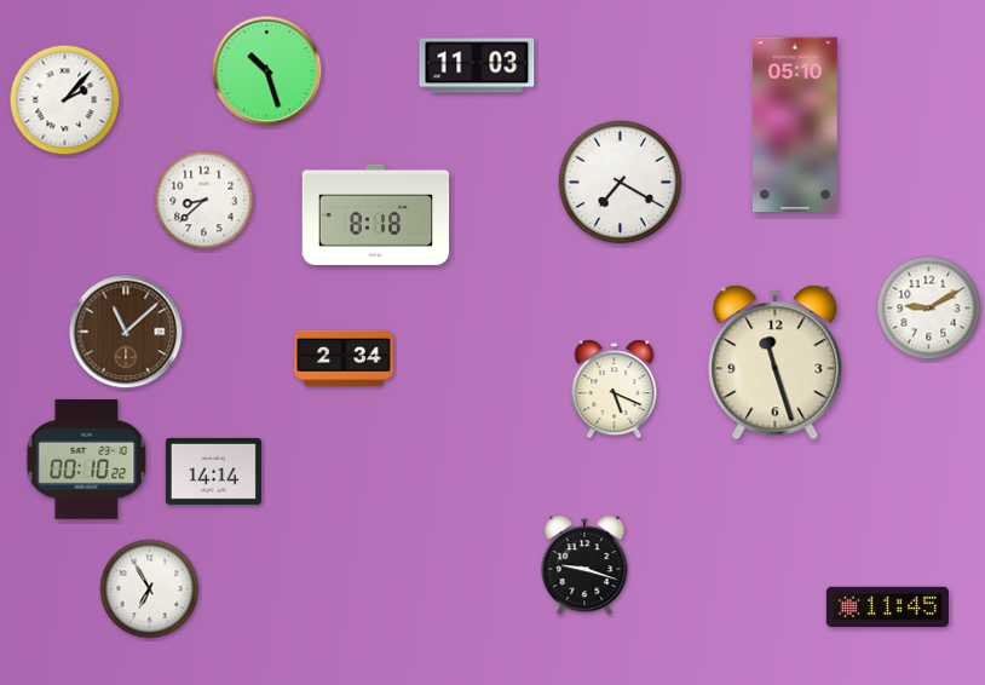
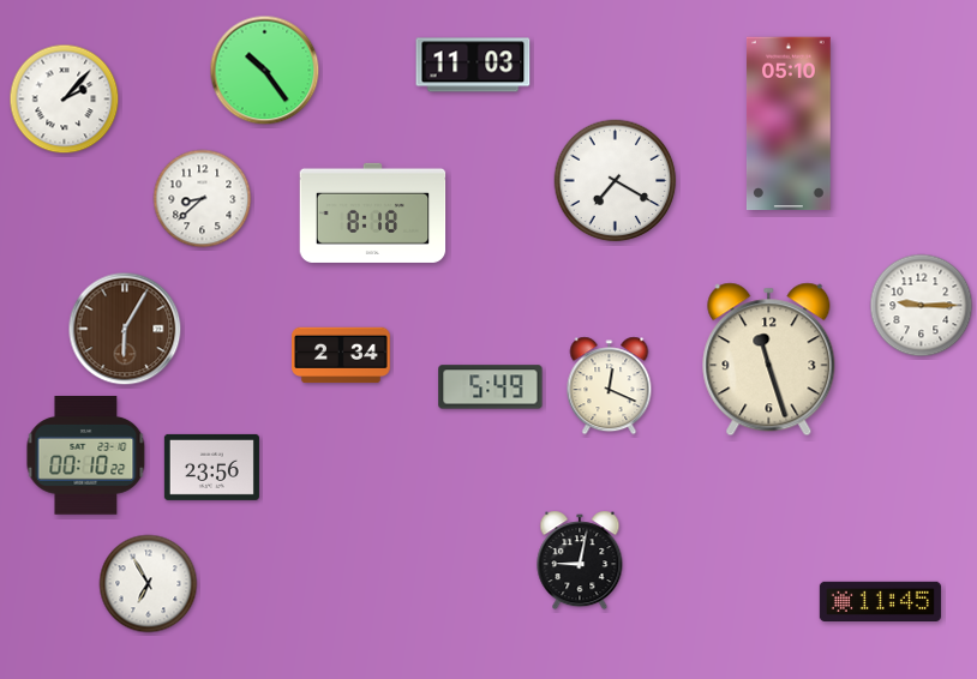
clock at (267, 71): 10:27 -> 10:24
clock at (929, 309): 9:10 -> 9:15
clock at (126, 332): 11:08 -> 6:05
clock at (615, 390): 5:19 -> 12:19
clock at (491, 387): none -> 5:49
clock at (213, 471): 14:14 -> 23:56
clock at (584, 565): 9:18 -> 9:02
